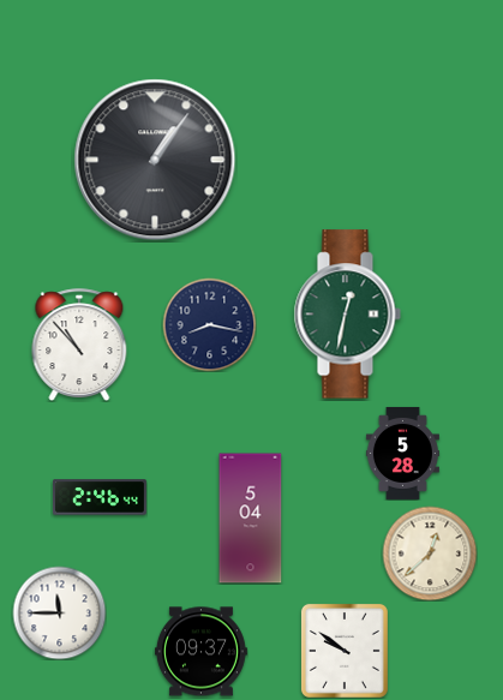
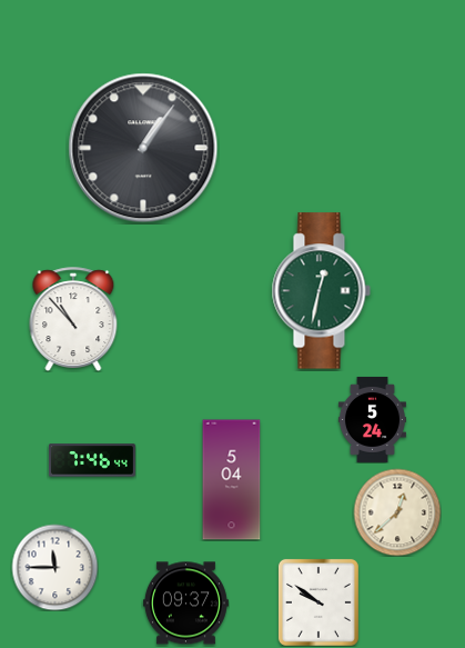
clock at (209, 324): 8:17 -> none
clock at (402, 453): 5:28 -> 5:24
clock at (100, 497): 2:46 -> 7:46
